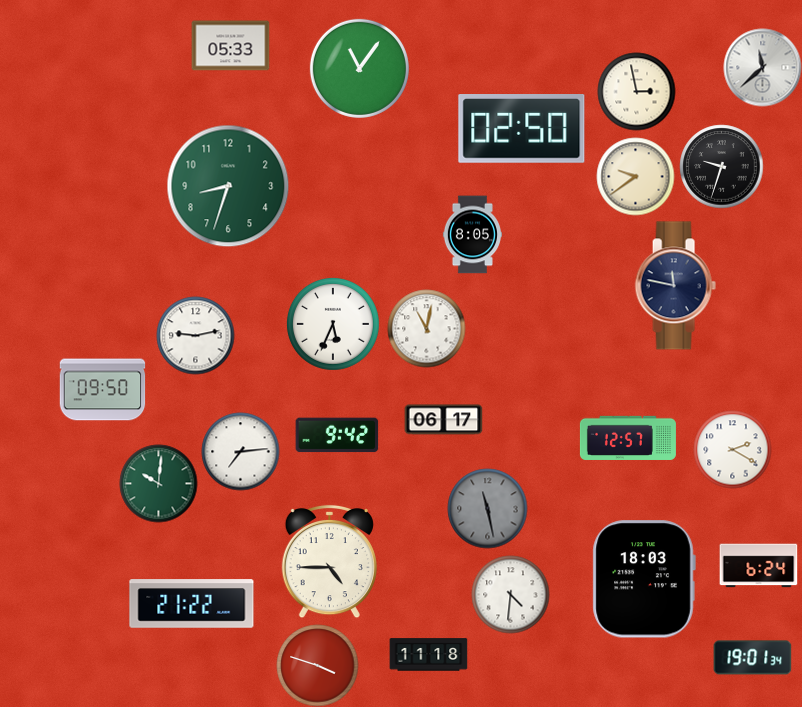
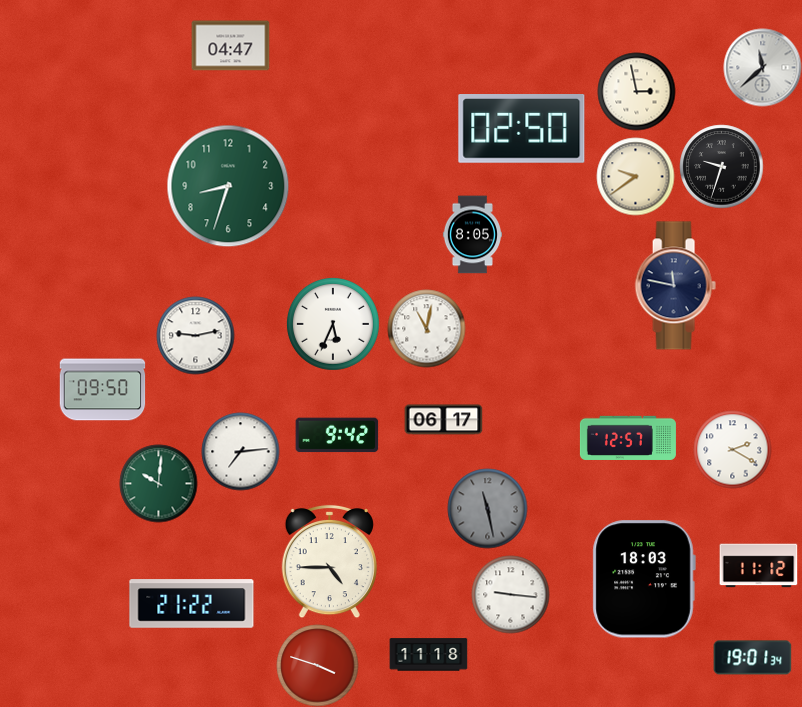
clock at (230, 46): 05:33 -> 04:47
clock at (359, 68): 11:06 -> none
clock at (758, 566): 6:24 -> 11:12
clock at (510, 594): 4:31 -> 9:16
